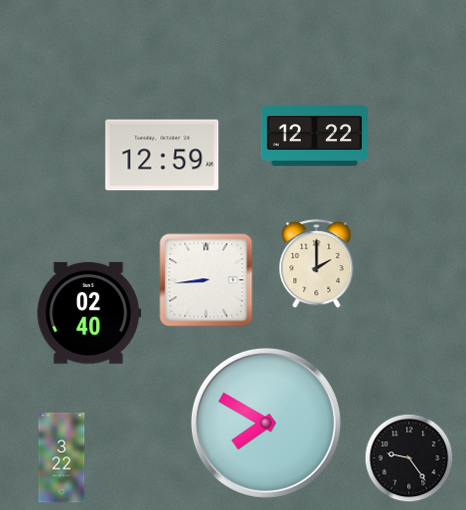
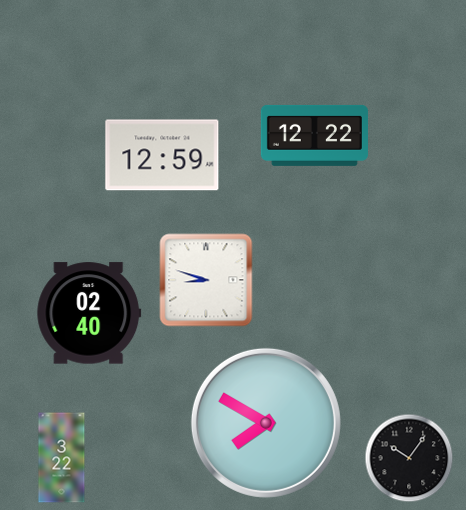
clock at (317, 264): 2:00 -> none
clock at (206, 280): 8:44 -> 8:48
clock at (409, 458): 9:24 -> 10:06
